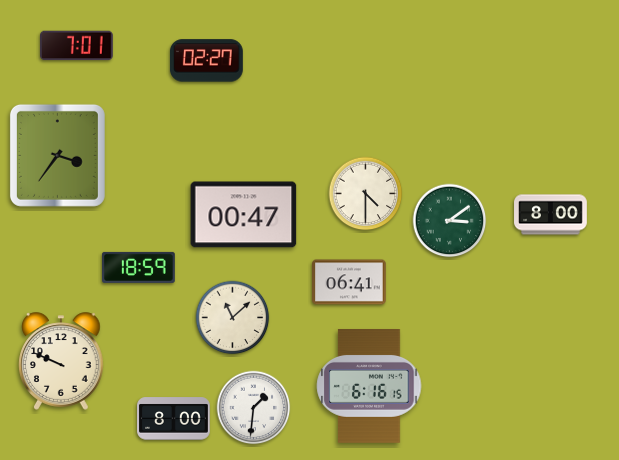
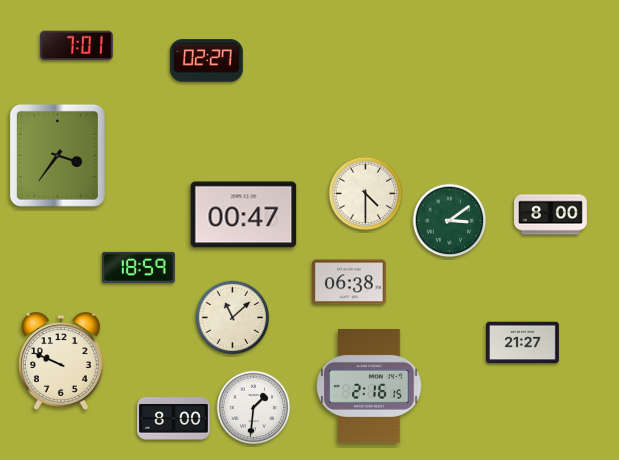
clock at (349, 282): 06:41 -> 06:38
clock at (523, 343): none -> 21:27
clock at (369, 387): 6:16 -> 2:16
